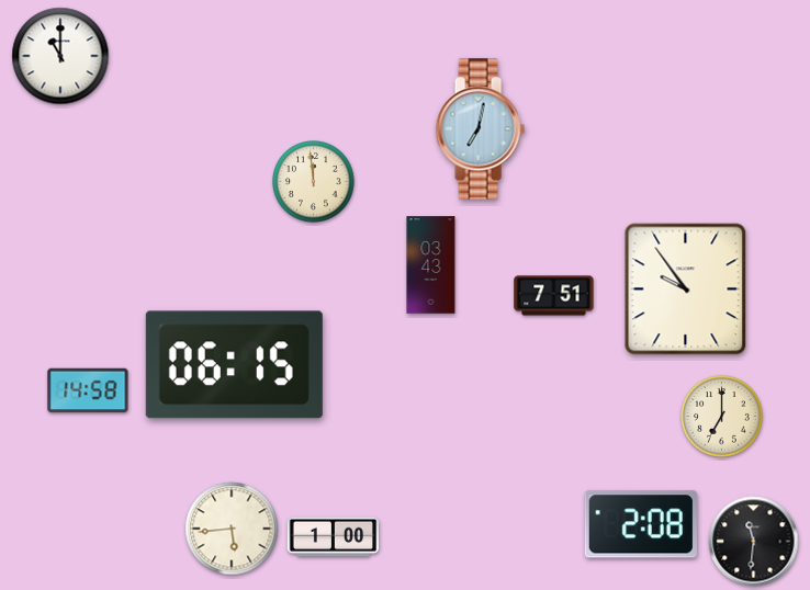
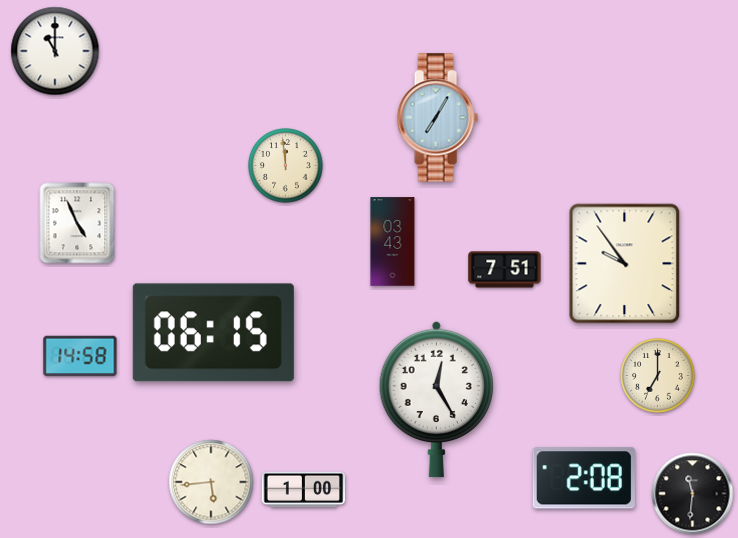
clock at (480, 129): 7:02 -> 7:05
clock at (77, 223): none -> 4:56
clock at (722, 417) position: (722, 417) -> (658, 376)
clock at (436, 399): none -> 12:25
clock at (754, 542) position: (754, 542) -> (693, 494)
